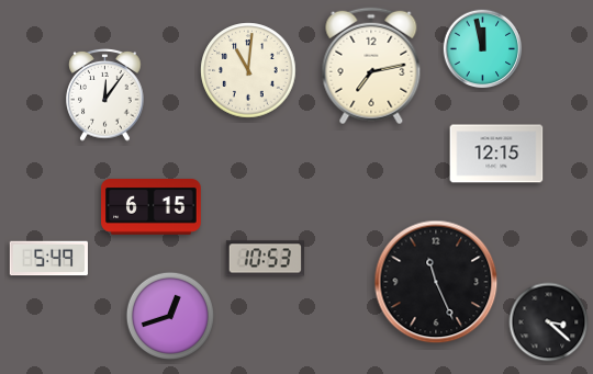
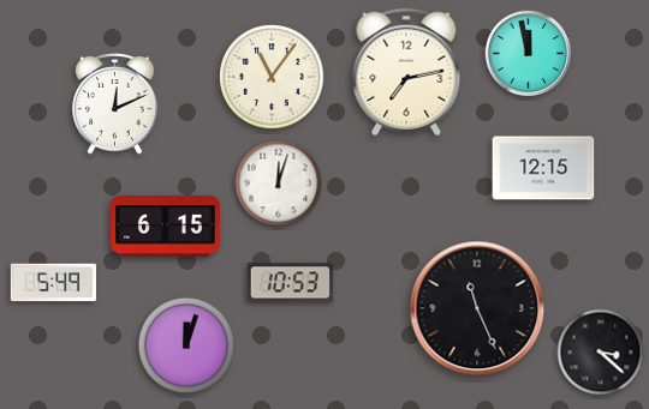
clock at (248, 70): 11:01 -> 11:06
clock at (105, 95): 12:06 -> 12:11
clock at (279, 184): none -> 12:03
clock at (169, 315): 12:42 -> 12:03
